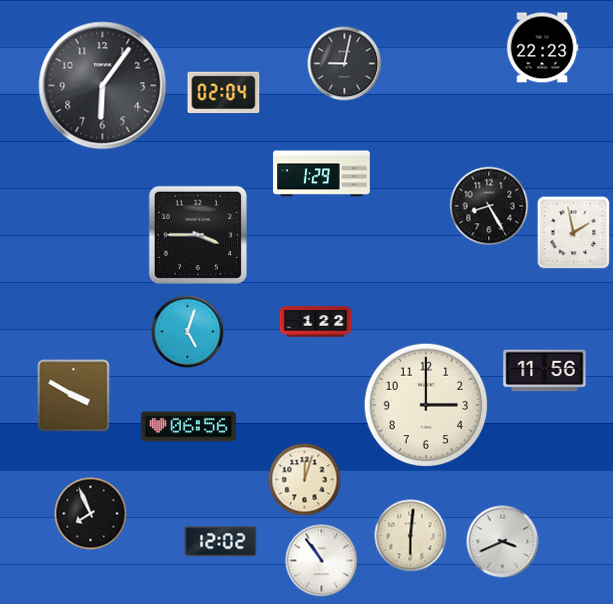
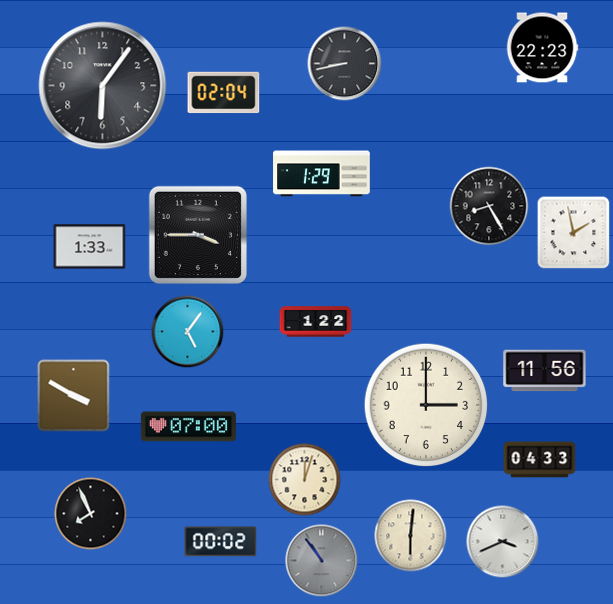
clock at (345, 64): 9:02 -> 8:43
clock at (90, 247): none -> 1:33
clock at (188, 332): 5:03 -> 5:06
clock at (188, 427): 06:56 -> 07:00
clock at (540, 460): none -> 04:33
clock at (221, 542): 12:02 -> 00:02
clock at (322, 561) dial: white -> grey
